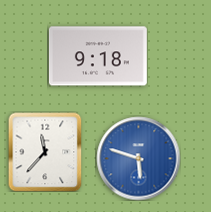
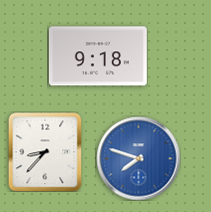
clock at (45, 152): 11:37 -> 8:37
clock at (138, 158): 5:48 -> 7:48
